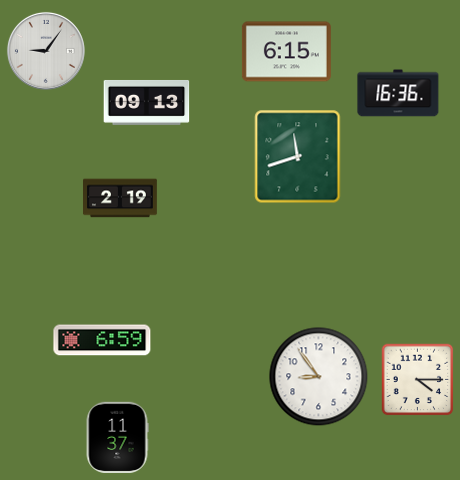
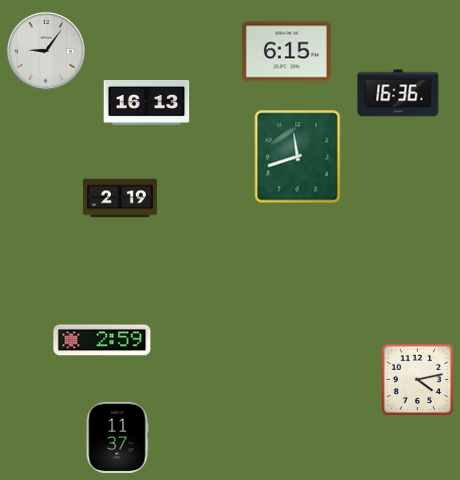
clock at (147, 102): 09:13 -> 16:13
clock at (102, 340): 6:59 -> 2:59
clock at (319, 377): 8:54 -> none
clock at (418, 380): 4:15 -> 4:13
